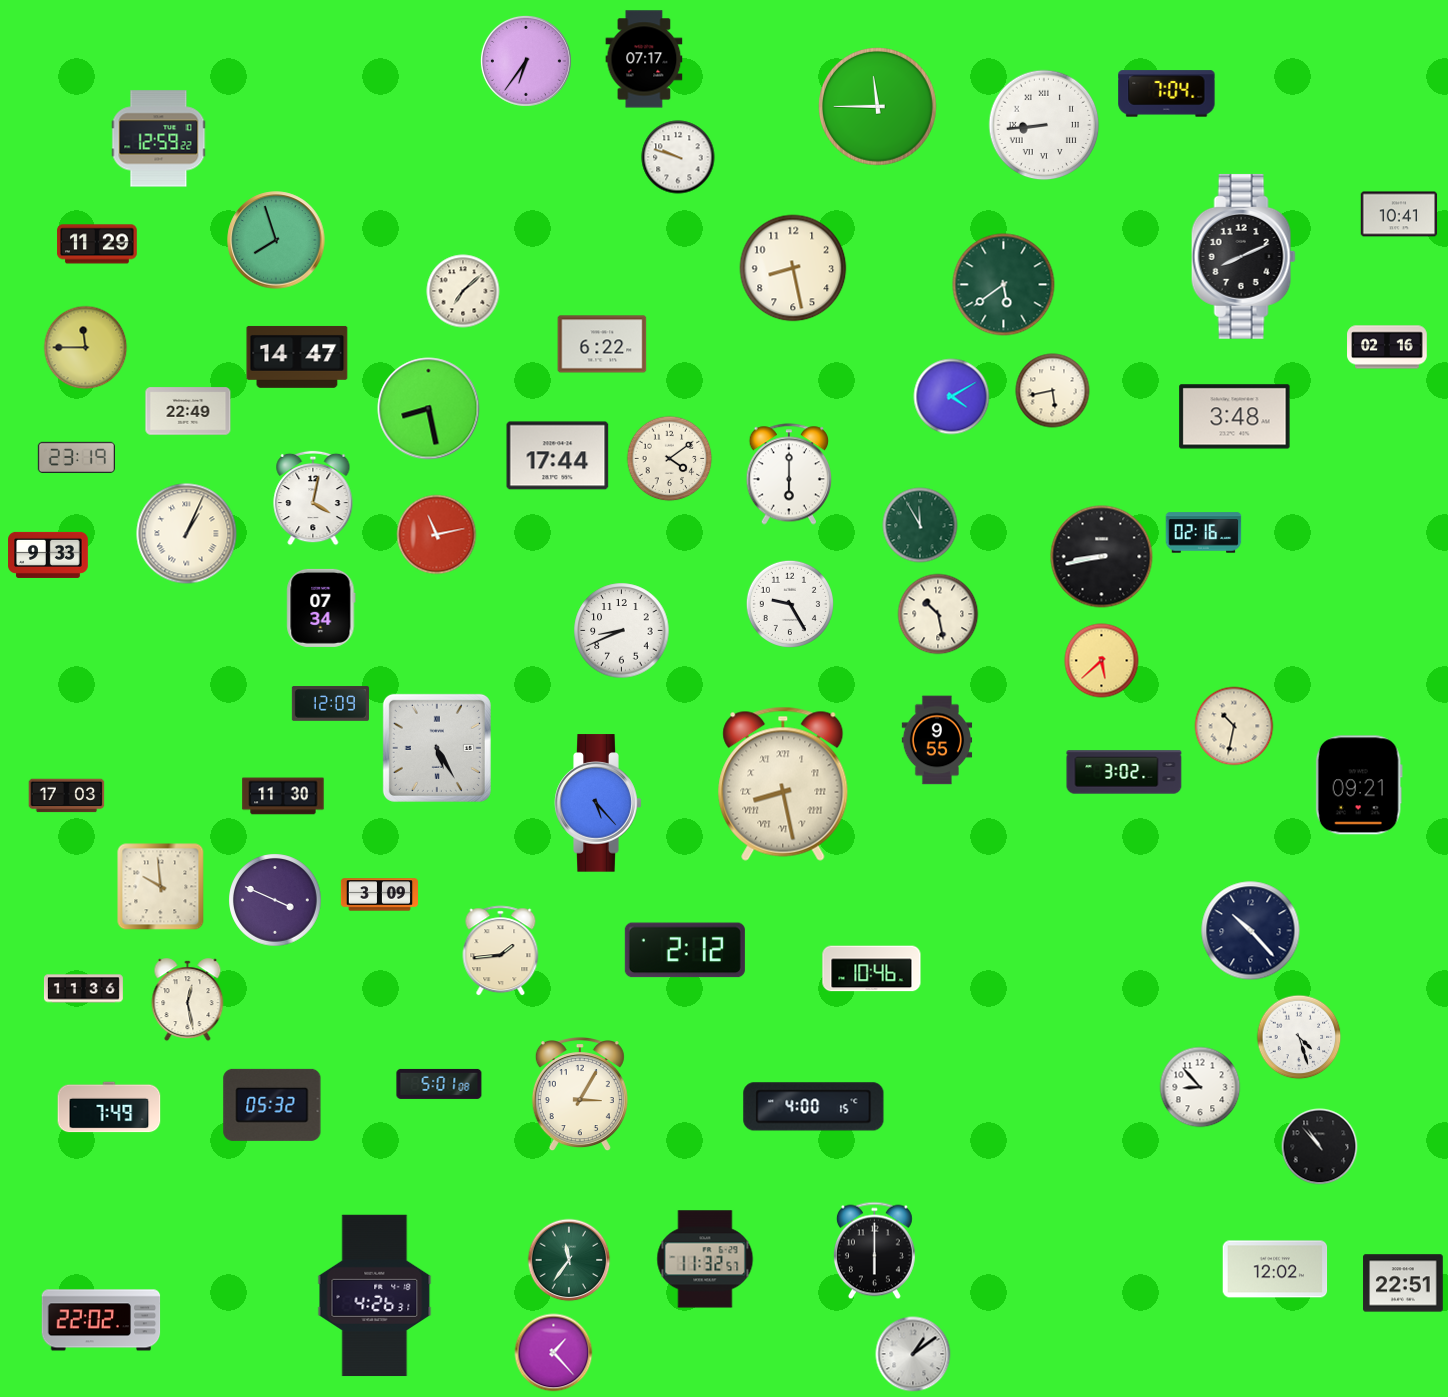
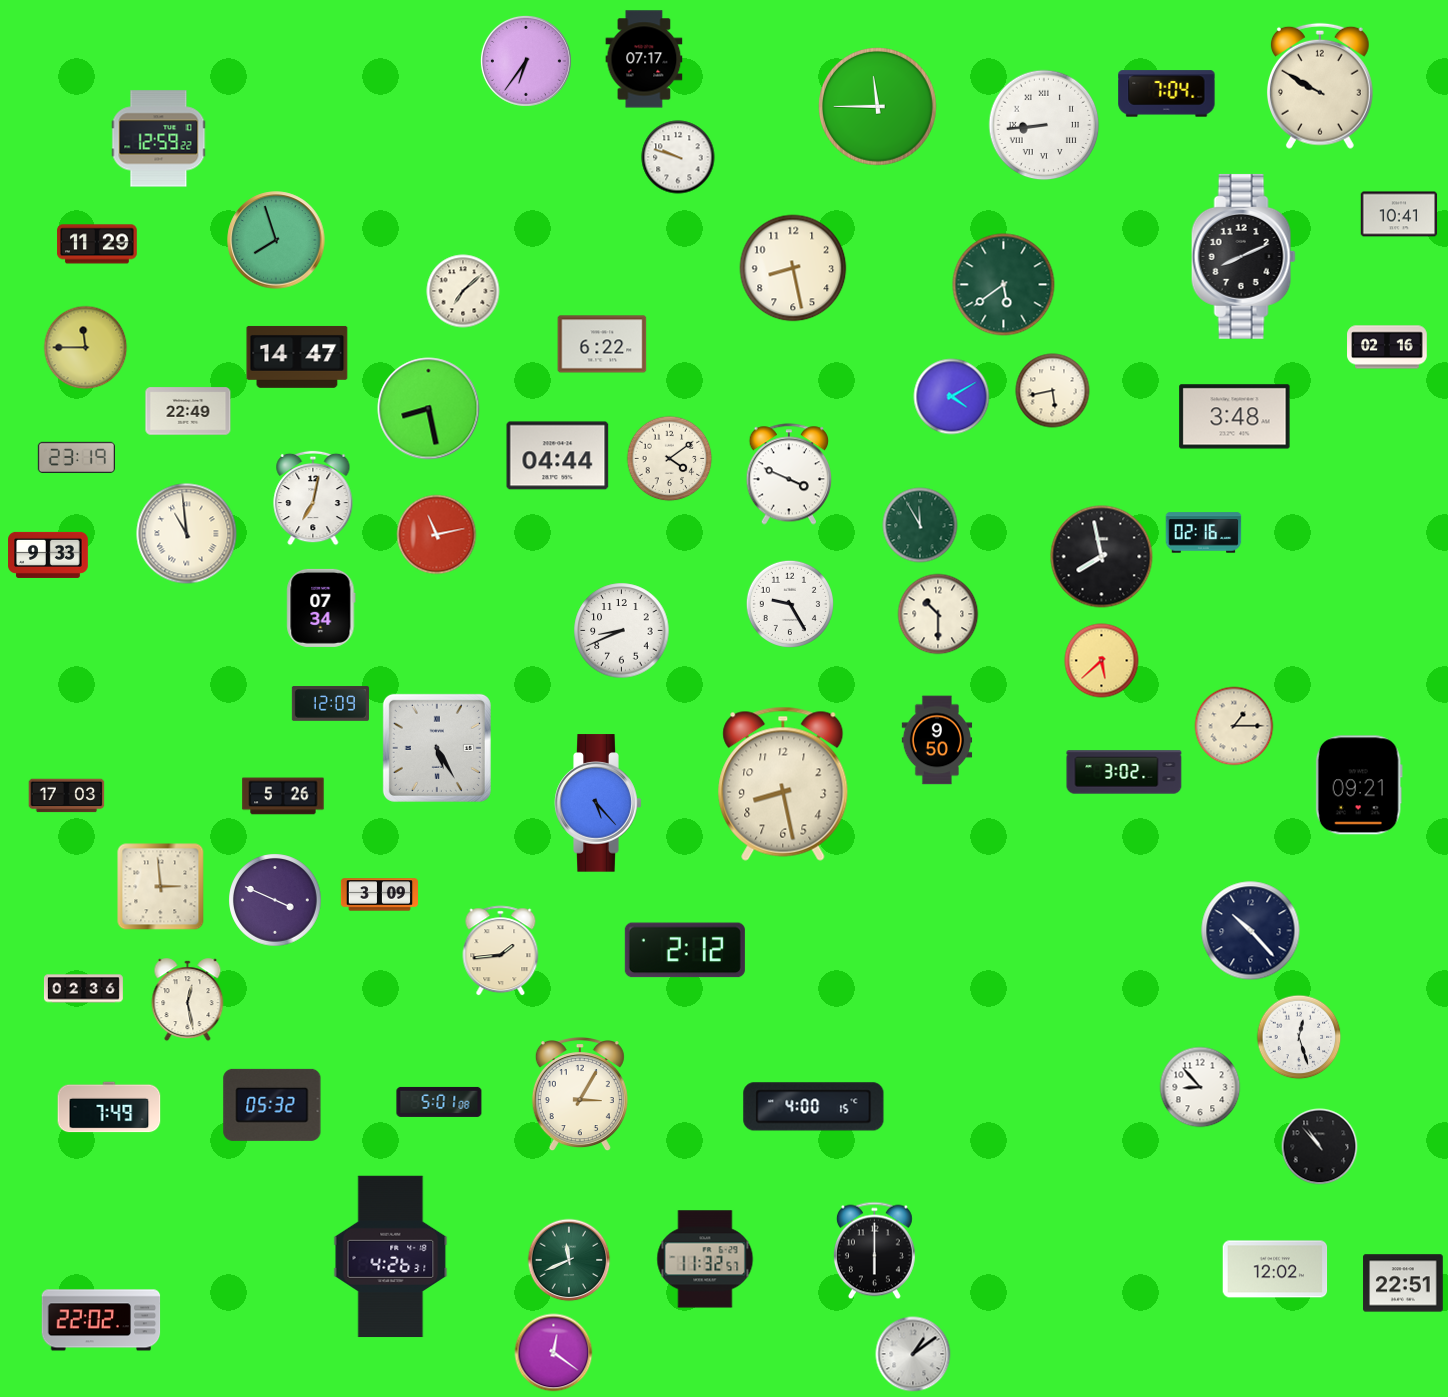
clock at (1320, 86): none -> 9:50
clock at (558, 456): 17:44 -> 04:44
clock at (788, 474): 6:00 -> 3:49
clock at (313, 498): 4:02 -> 7:02
clock at (187, 534): 1:04 -> 10:59
clock at (1102, 557): 8:43 -> 7:58
clock at (938, 614): 10:28 -> 10:30
clock at (1234, 726): 10:32 -> 1:15
clock at (937, 740): 9:55 -> 9:50
clock at (783, 784) numerals: Roman -> Arabic
clock at (283, 796): 11:30 -> 5:26
clock at (161, 887): 9:59 -> 2:59
clock at (872, 969): 10:46 -> none
clock at (83, 989): 11:36 -> 02:36
clock at (1299, 1037): 4:27 -> 12:27
clock at (439, 1084) position: (439, 1084) -> (439, 1102)
clock at (569, 1260): 11:36 -> 11:41
clock at (375, 1296) position: (375, 1296) -> (391, 1257)
clock at (554, 1353): 1:23 -> 12:21
